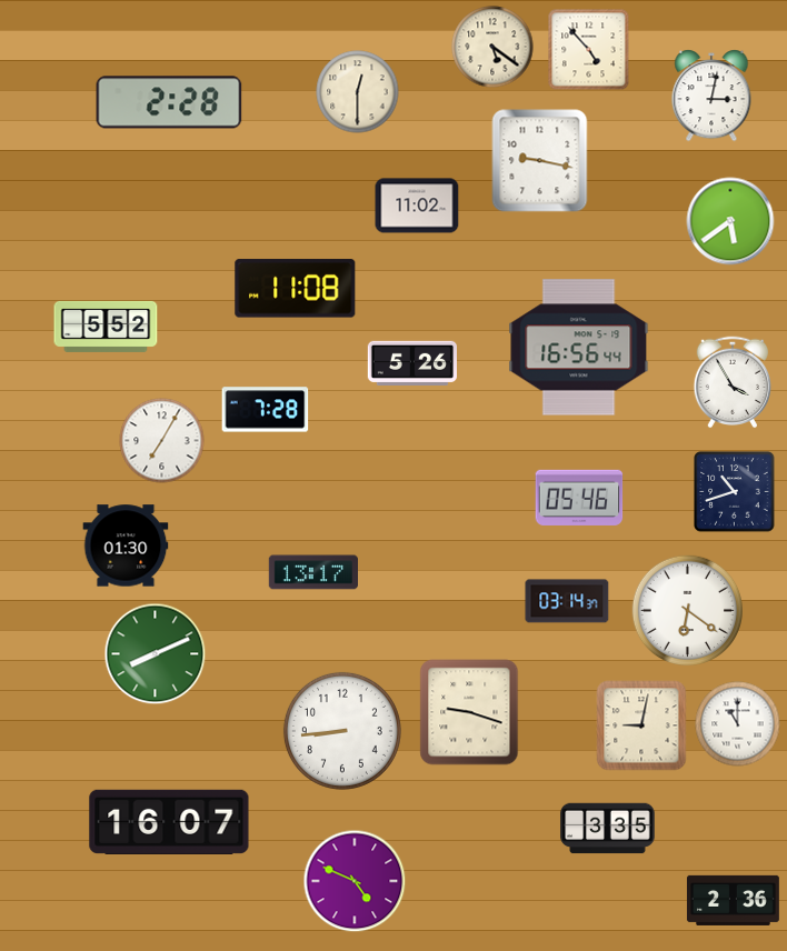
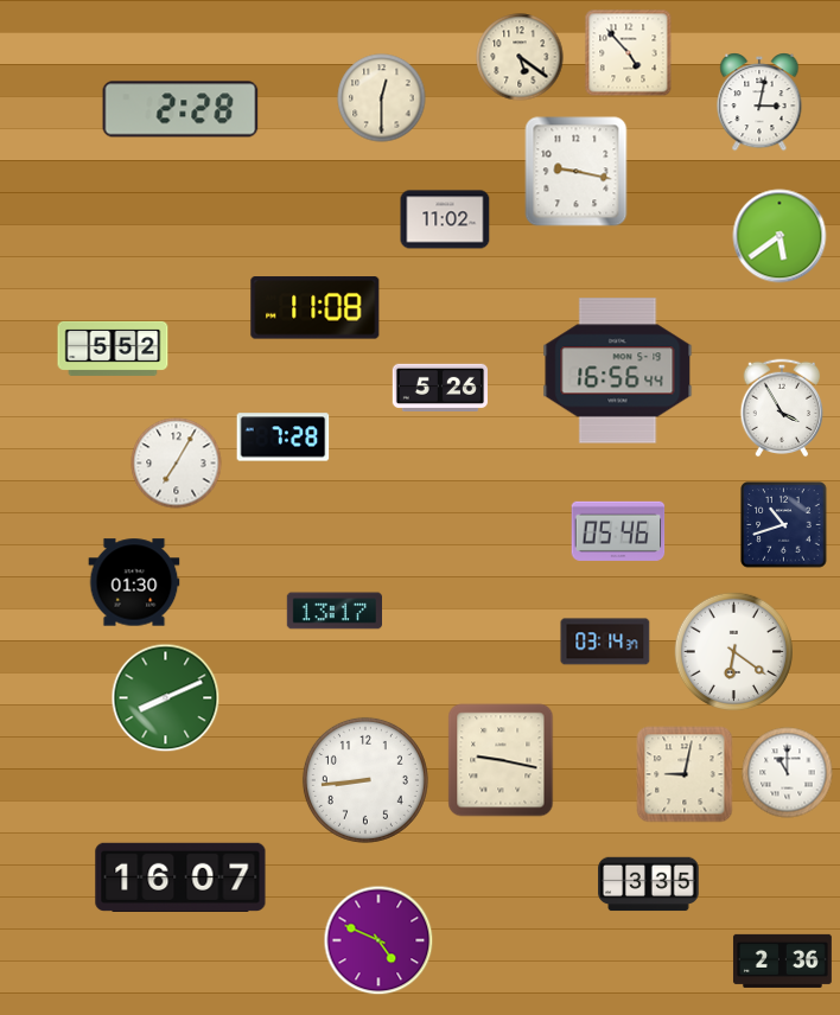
clock at (492, 47) position: (492, 47) -> (520, 57)
clock at (162, 441) position: (162, 441) -> (177, 464)
clock at (469, 712): 9:18 -> 9:17
